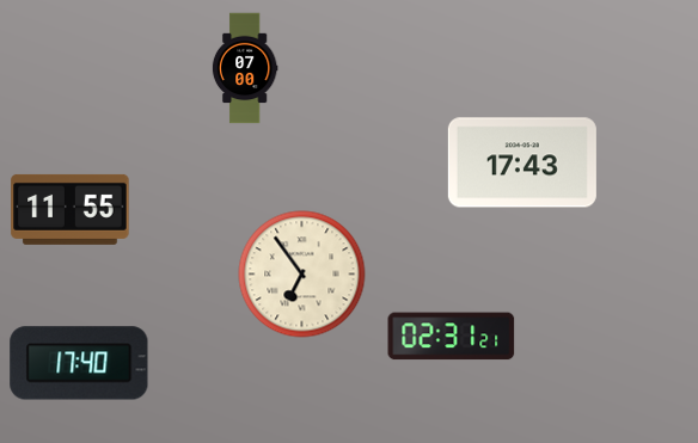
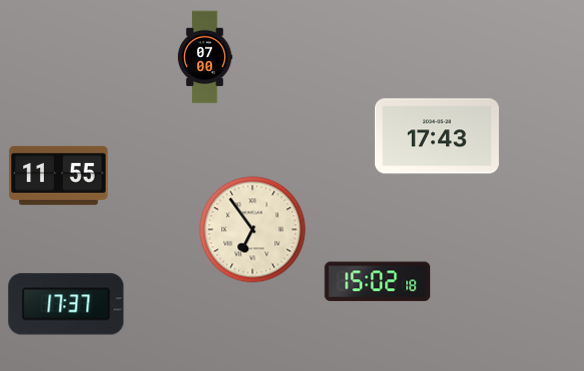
clock at (452, 337): 02:31 -> 15:02
clock at (79, 363): 17:40 -> 17:37
